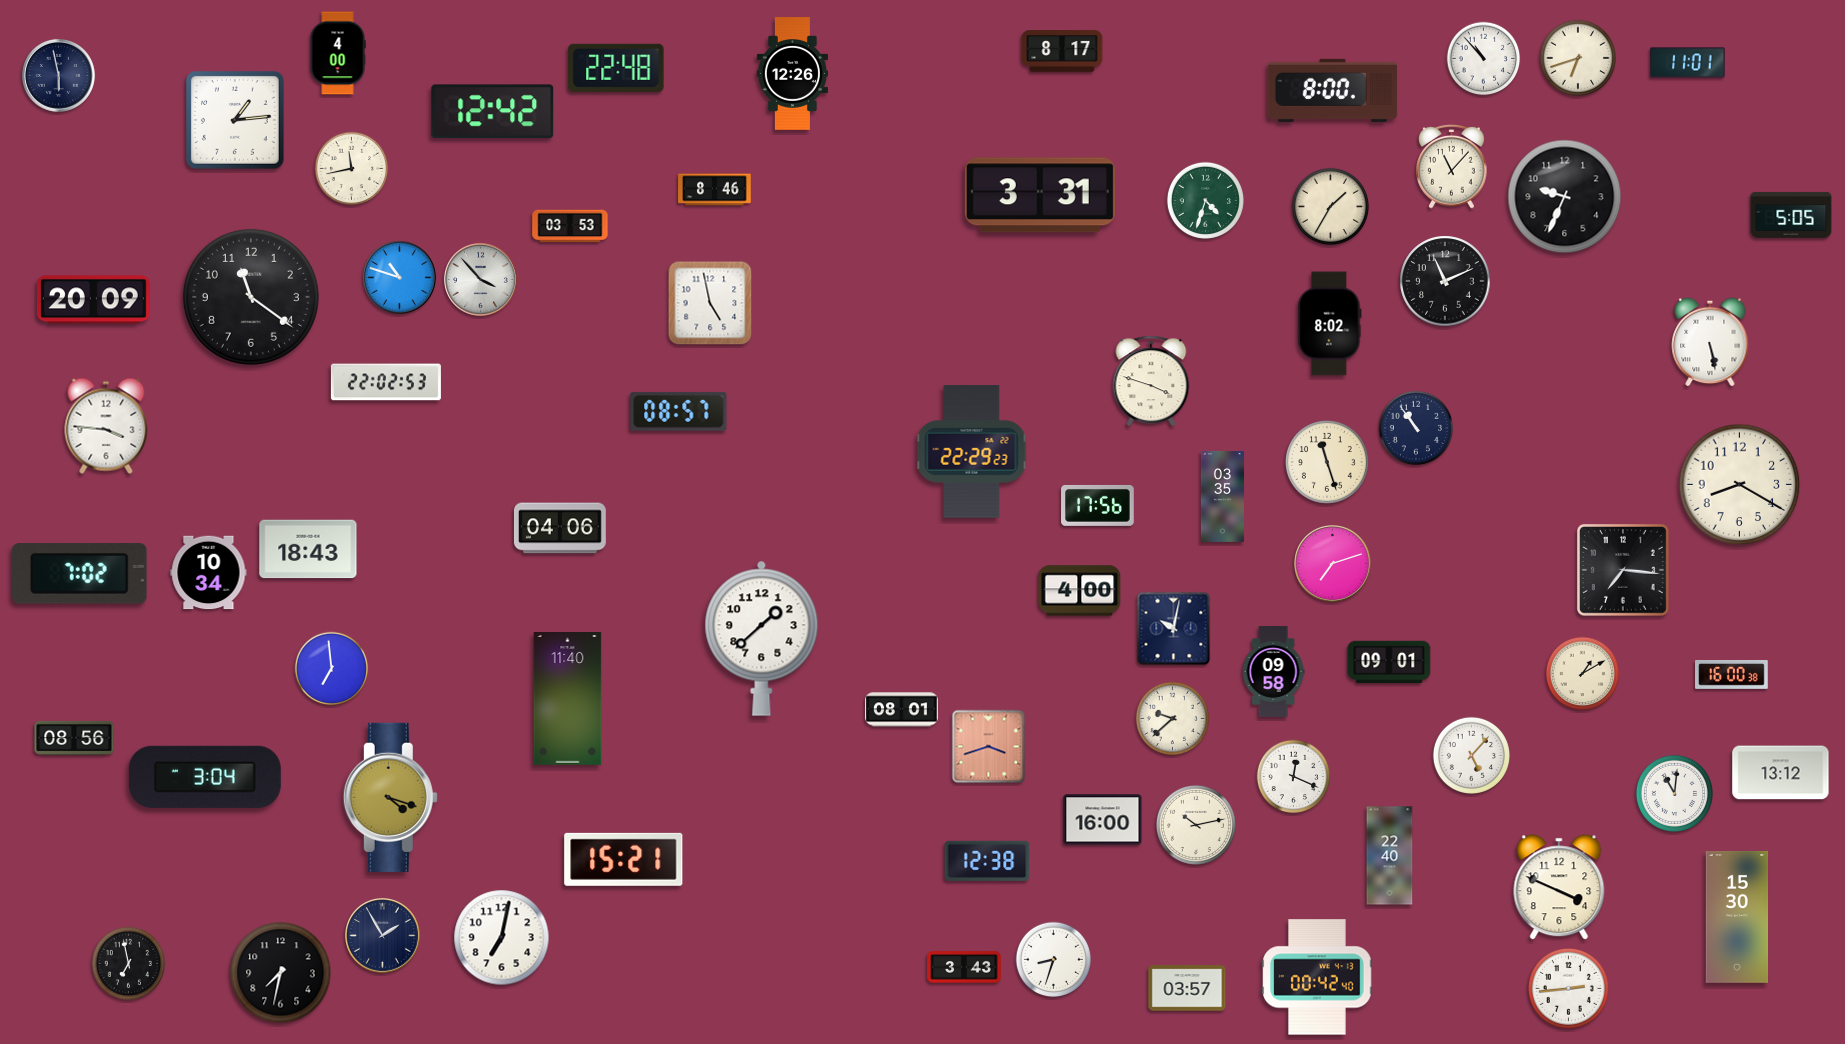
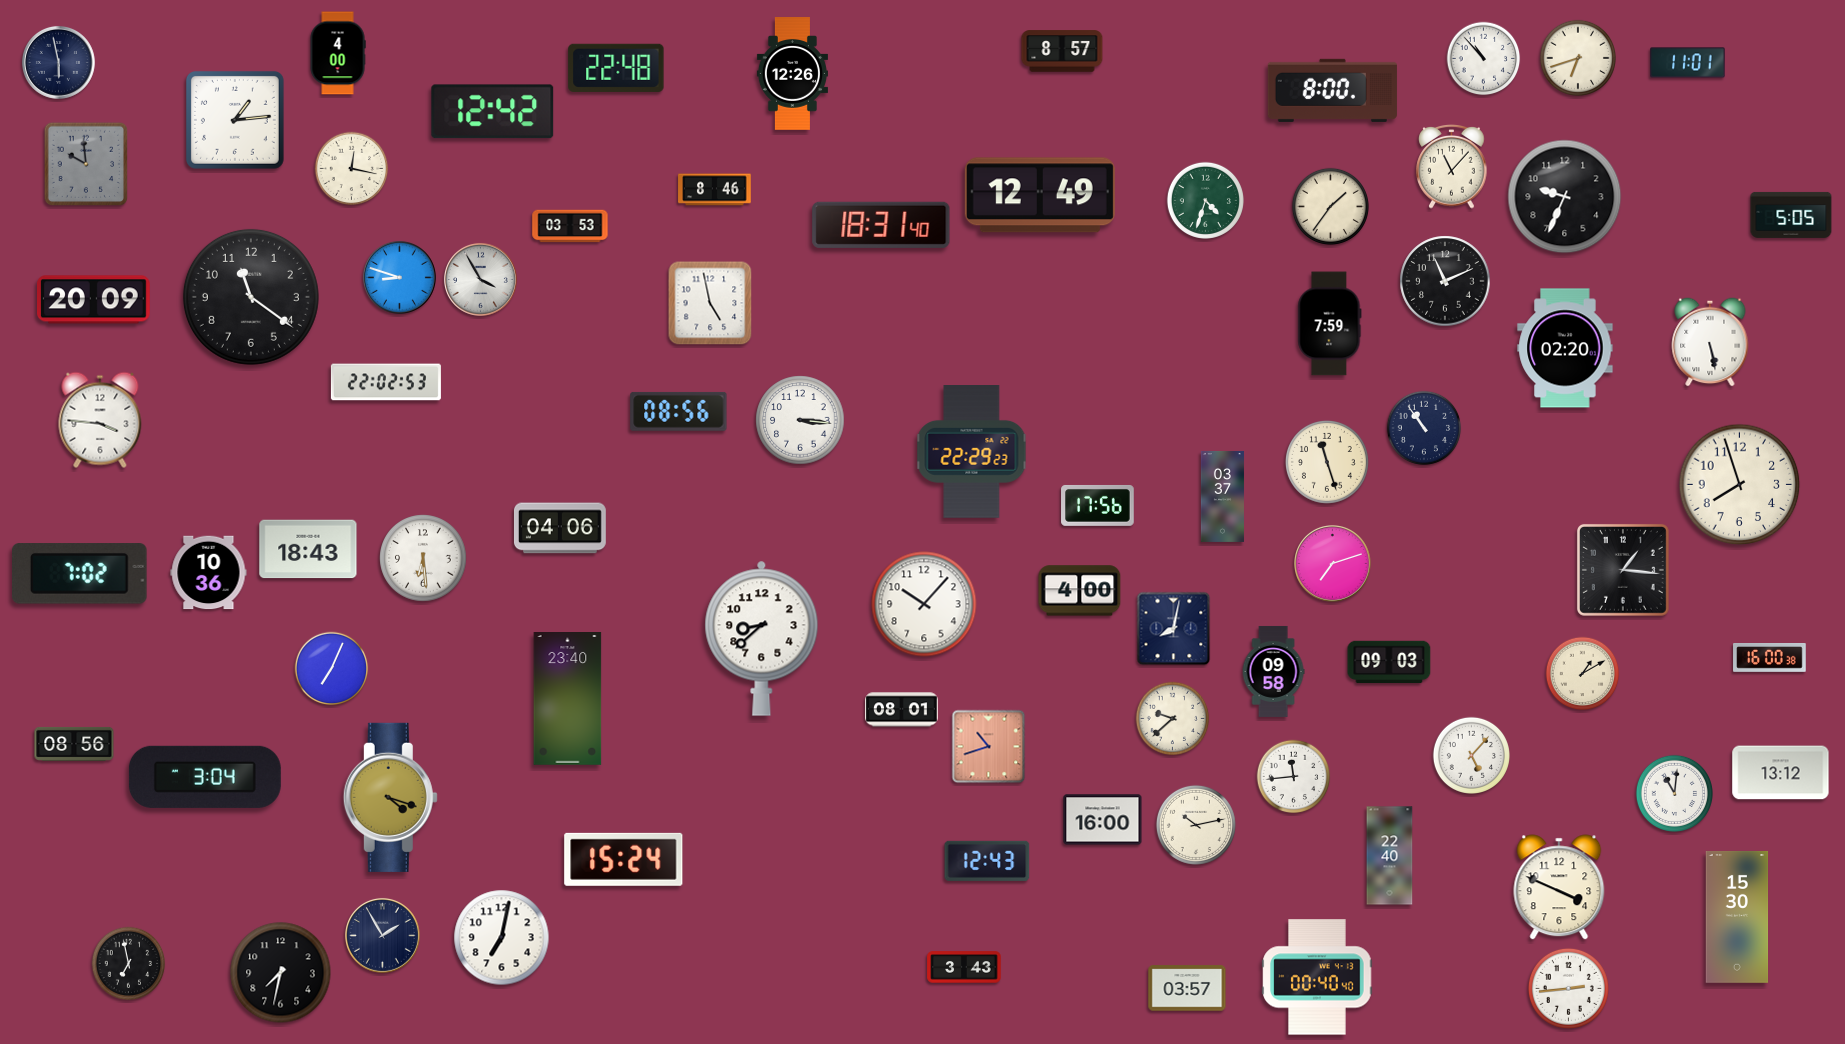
clock at (1062, 51): 8:17 -> 8:57
clock at (58, 75) position: (58, 75) -> (58, 62)
clock at (86, 164): none -> 9:59
clock at (352, 169): 11:43 -> 12:17
clock at (1040, 195): 3:31 -> 12:49
clock at (1330, 206): 1:35 -> 1:36
clock at (881, 225): none -> 18:31
clock at (399, 277): 10:48 -> 8:48
clock at (480, 279): 3:53 -> 3:55
clock at (1330, 324): 8:02 -> 7:59
clock at (1565, 348): none -> 02:20
clock at (1151, 380): 3:48 -> none
clock at (679, 411): 08:57 -> 08:56
clock at (800, 420): none -> 3:16
clock at (106, 426) position: (106, 426) -> (100, 420)
clock at (1416, 428) position: (1416, 428) -> (1424, 428)
clock at (1740, 485): 8:20 -> 7:57
clock at (1222, 496): 03:35 -> 03:37
clock at (423, 558): none -> 6:29
clock at (1623, 570): 7:16 -> 1:16
clock at (209, 573): 10:34 -> 10:36
clock at (924, 604): none -> 10:07
clock at (1174, 629): 10:02 -> 8:02
clock at (762, 638): 1:38 -> 8:38
clock at (1389, 662): 09:01 -> 09:03
clock at (332, 669): 6:59 -> 7:04
clock at (1732, 675) position: (1732, 675) -> (1770, 658)
clock at (568, 699): 11:40 -> 23:40
clock at (74, 738) position: (74, 738) -> (74, 744)
clock at (989, 747): 3:42 -> 10:42
clock at (1294, 777): 12:19 -> 11:44
clock at (624, 859): 15:21 -> 15:24
clock at (987, 861): 12:38 -> 12:43
clock at (1054, 960): 8:33 -> none
clock at (1317, 977): 00:42 -> 00:40
